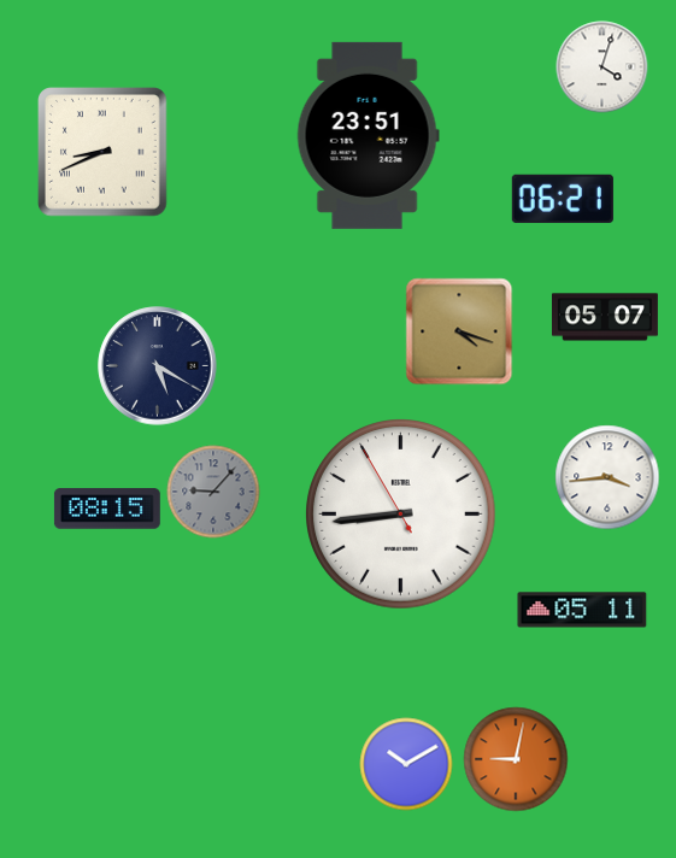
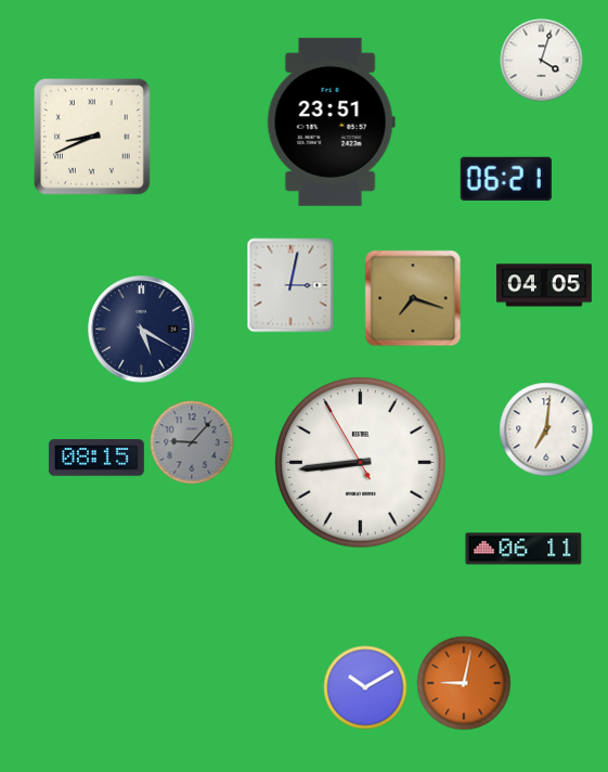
clock at (290, 285): none -> 3:02
clock at (605, 317): 05:07 -> 04:05
clock at (459, 331): 4:18 -> 7:18
clock at (607, 477): 3:44 -> 7:01
clock at (582, 610): 05:11 -> 06:11
